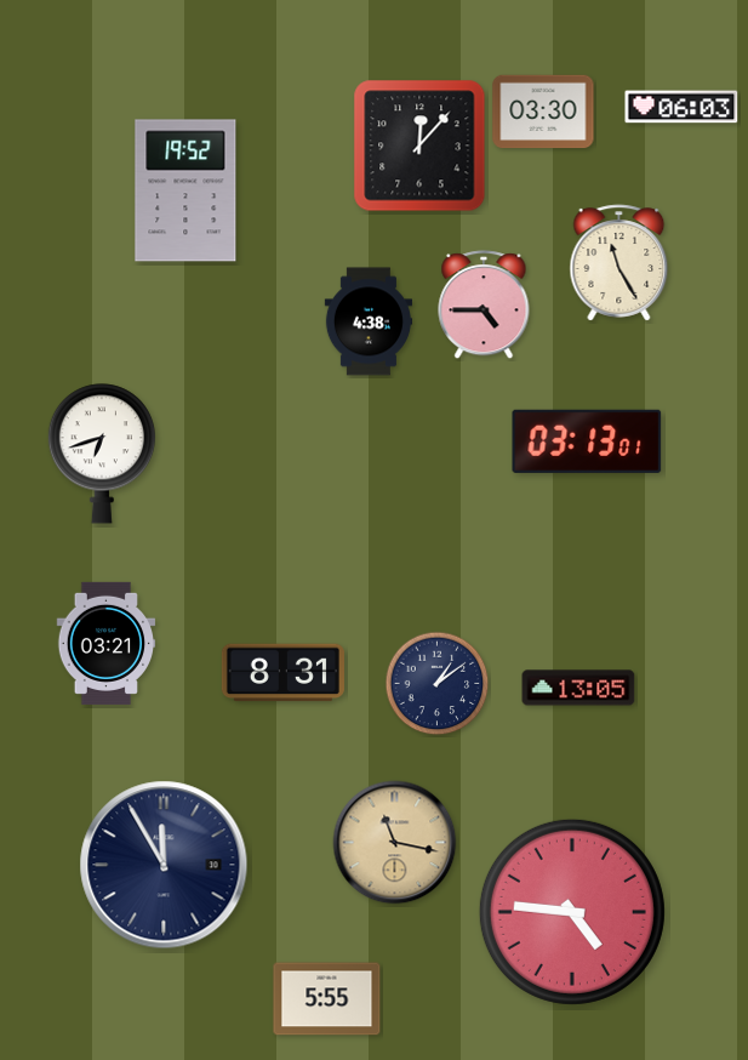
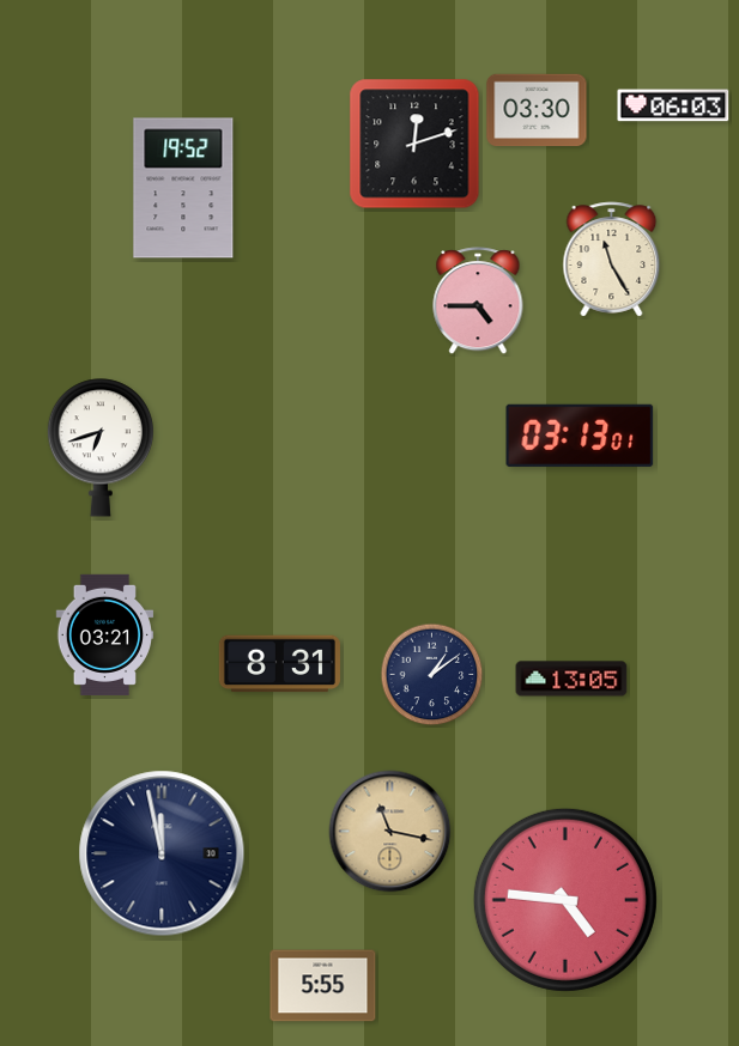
clock at (419, 146): 12:07 -> 12:12
clock at (367, 321): 4:38 -> none
clock at (164, 865): 11:55 -> 11:58
